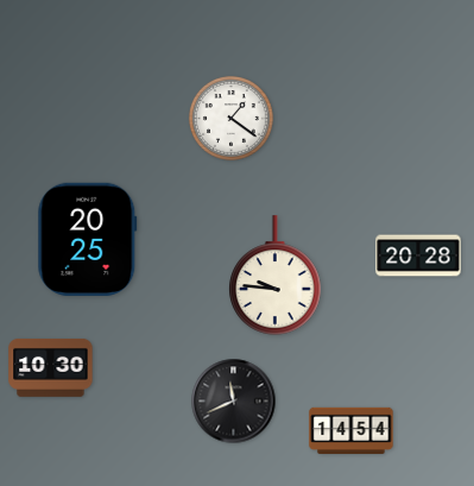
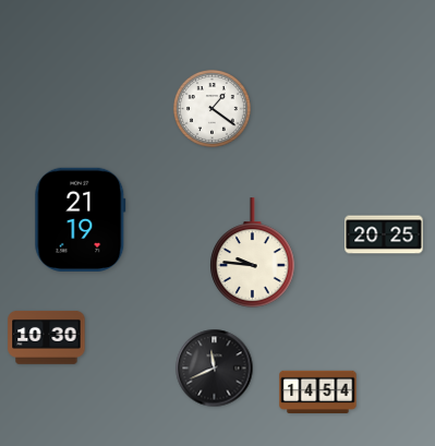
clock at (88, 239): 20:25 -> 21:19
clock at (418, 255): 20:28 -> 20:25
clock at (352, 431) position: (352, 431) -> (318, 393)
